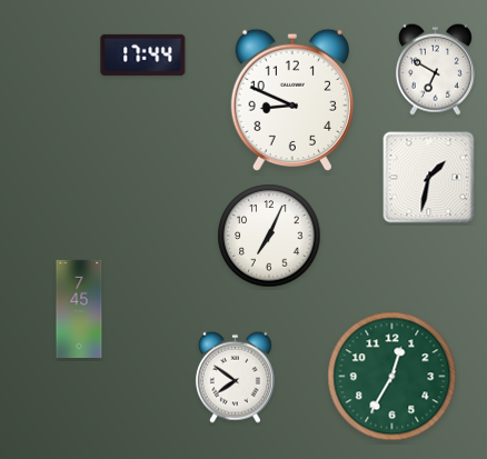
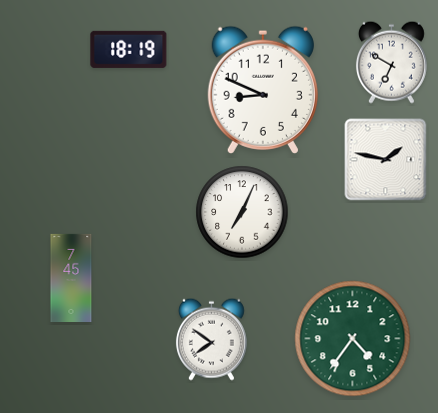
clock at (143, 54): 17:44 -> 18:19
clock at (429, 178): 1:32 -> 1:47
clock at (392, 377): 12:35 -> 4:36
